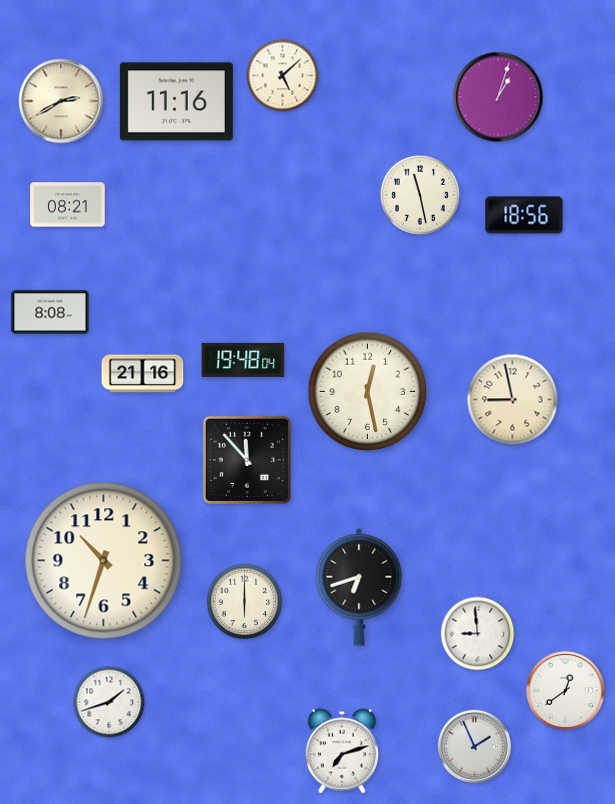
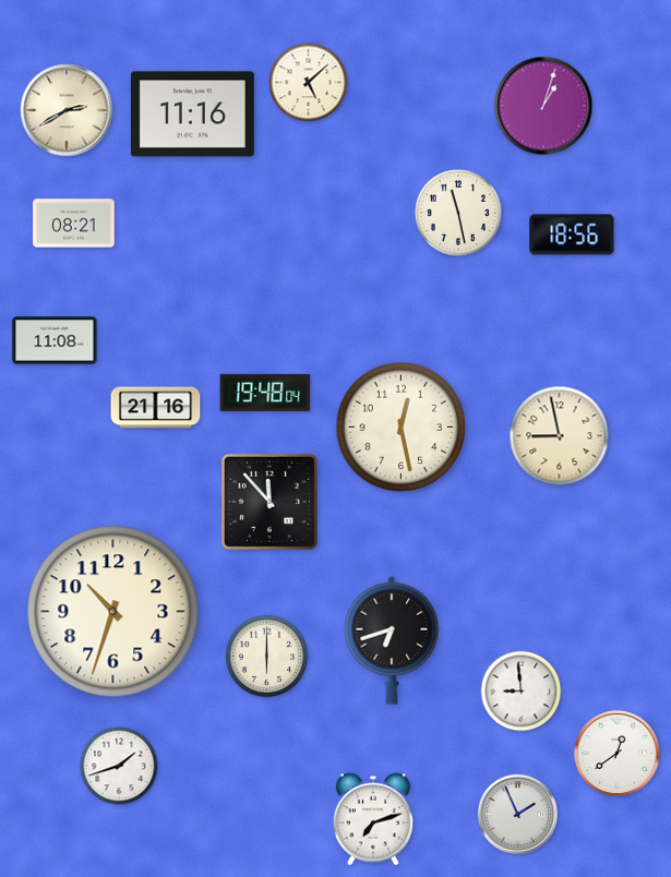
clock at (176, 102) position: (176, 102) -> (192, 115)
clock at (50, 312): 8:08 -> 11:08
